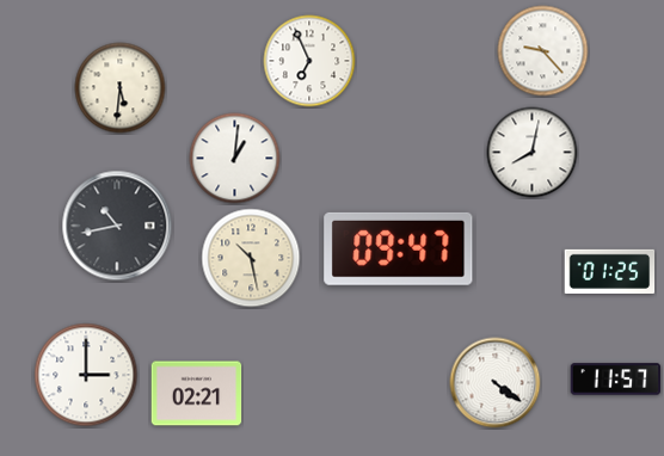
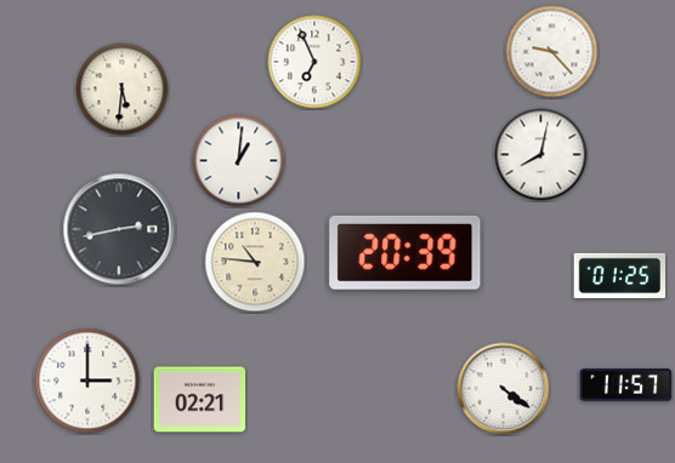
clock at (117, 226): 10:43 -> 2:43
clock at (399, 248): 09:47 -> 20:39
clock at (251, 258): 10:28 -> 10:46
